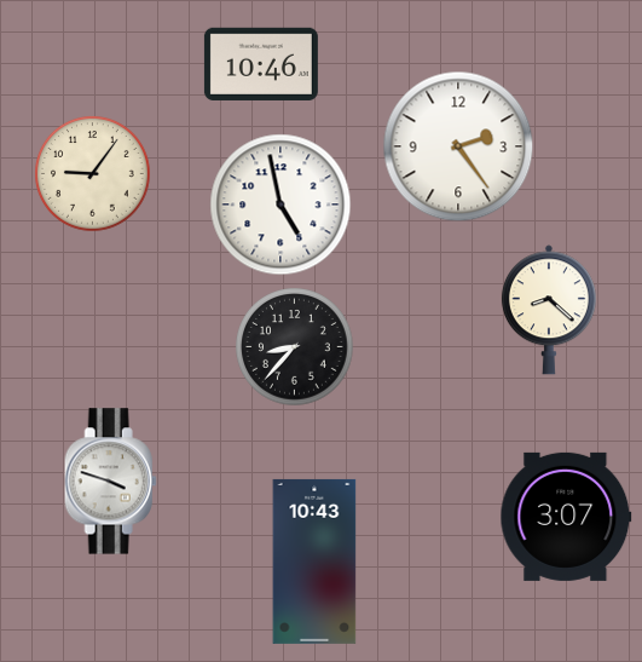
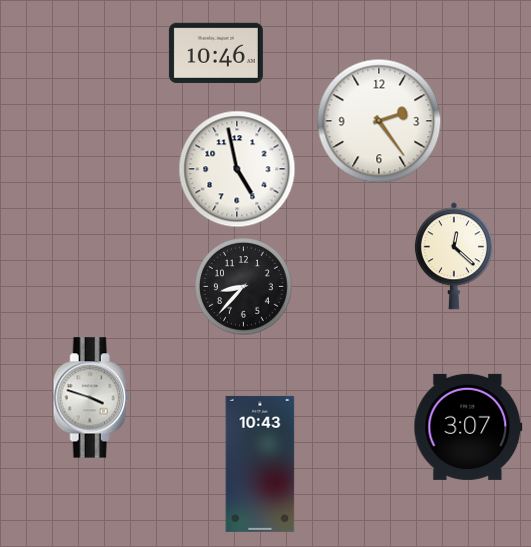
clock at (93, 174): 9:06 -> none
clock at (280, 205) position: (280, 205) -> (237, 169)
clock at (549, 310): 8:22 -> 12:22
